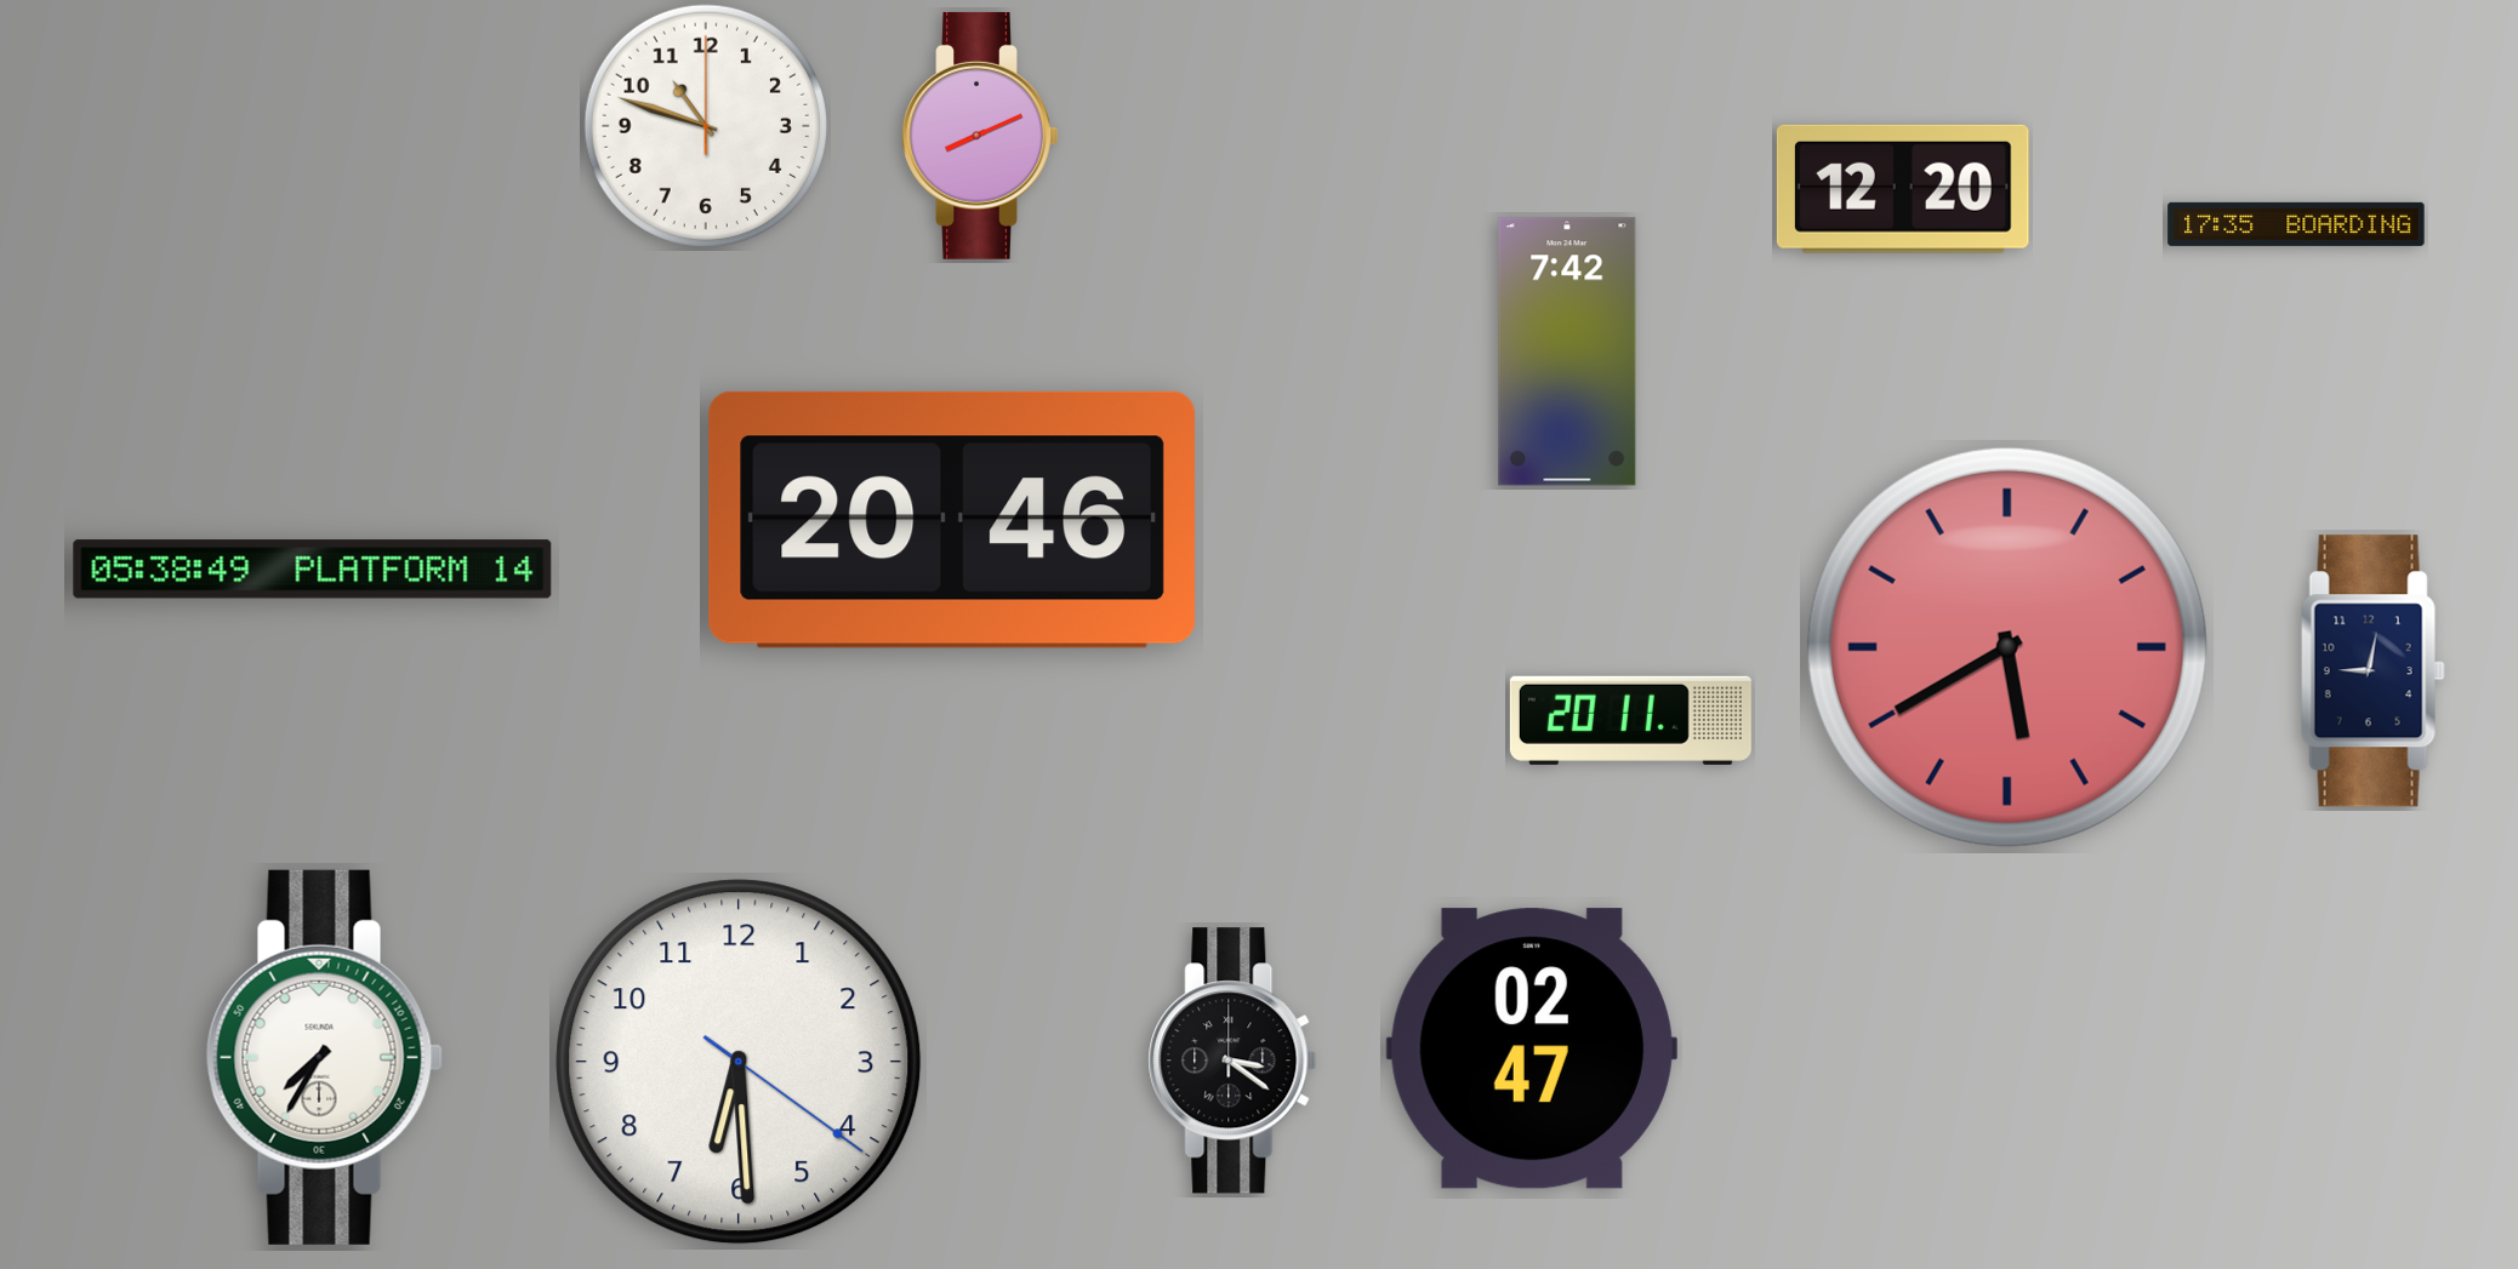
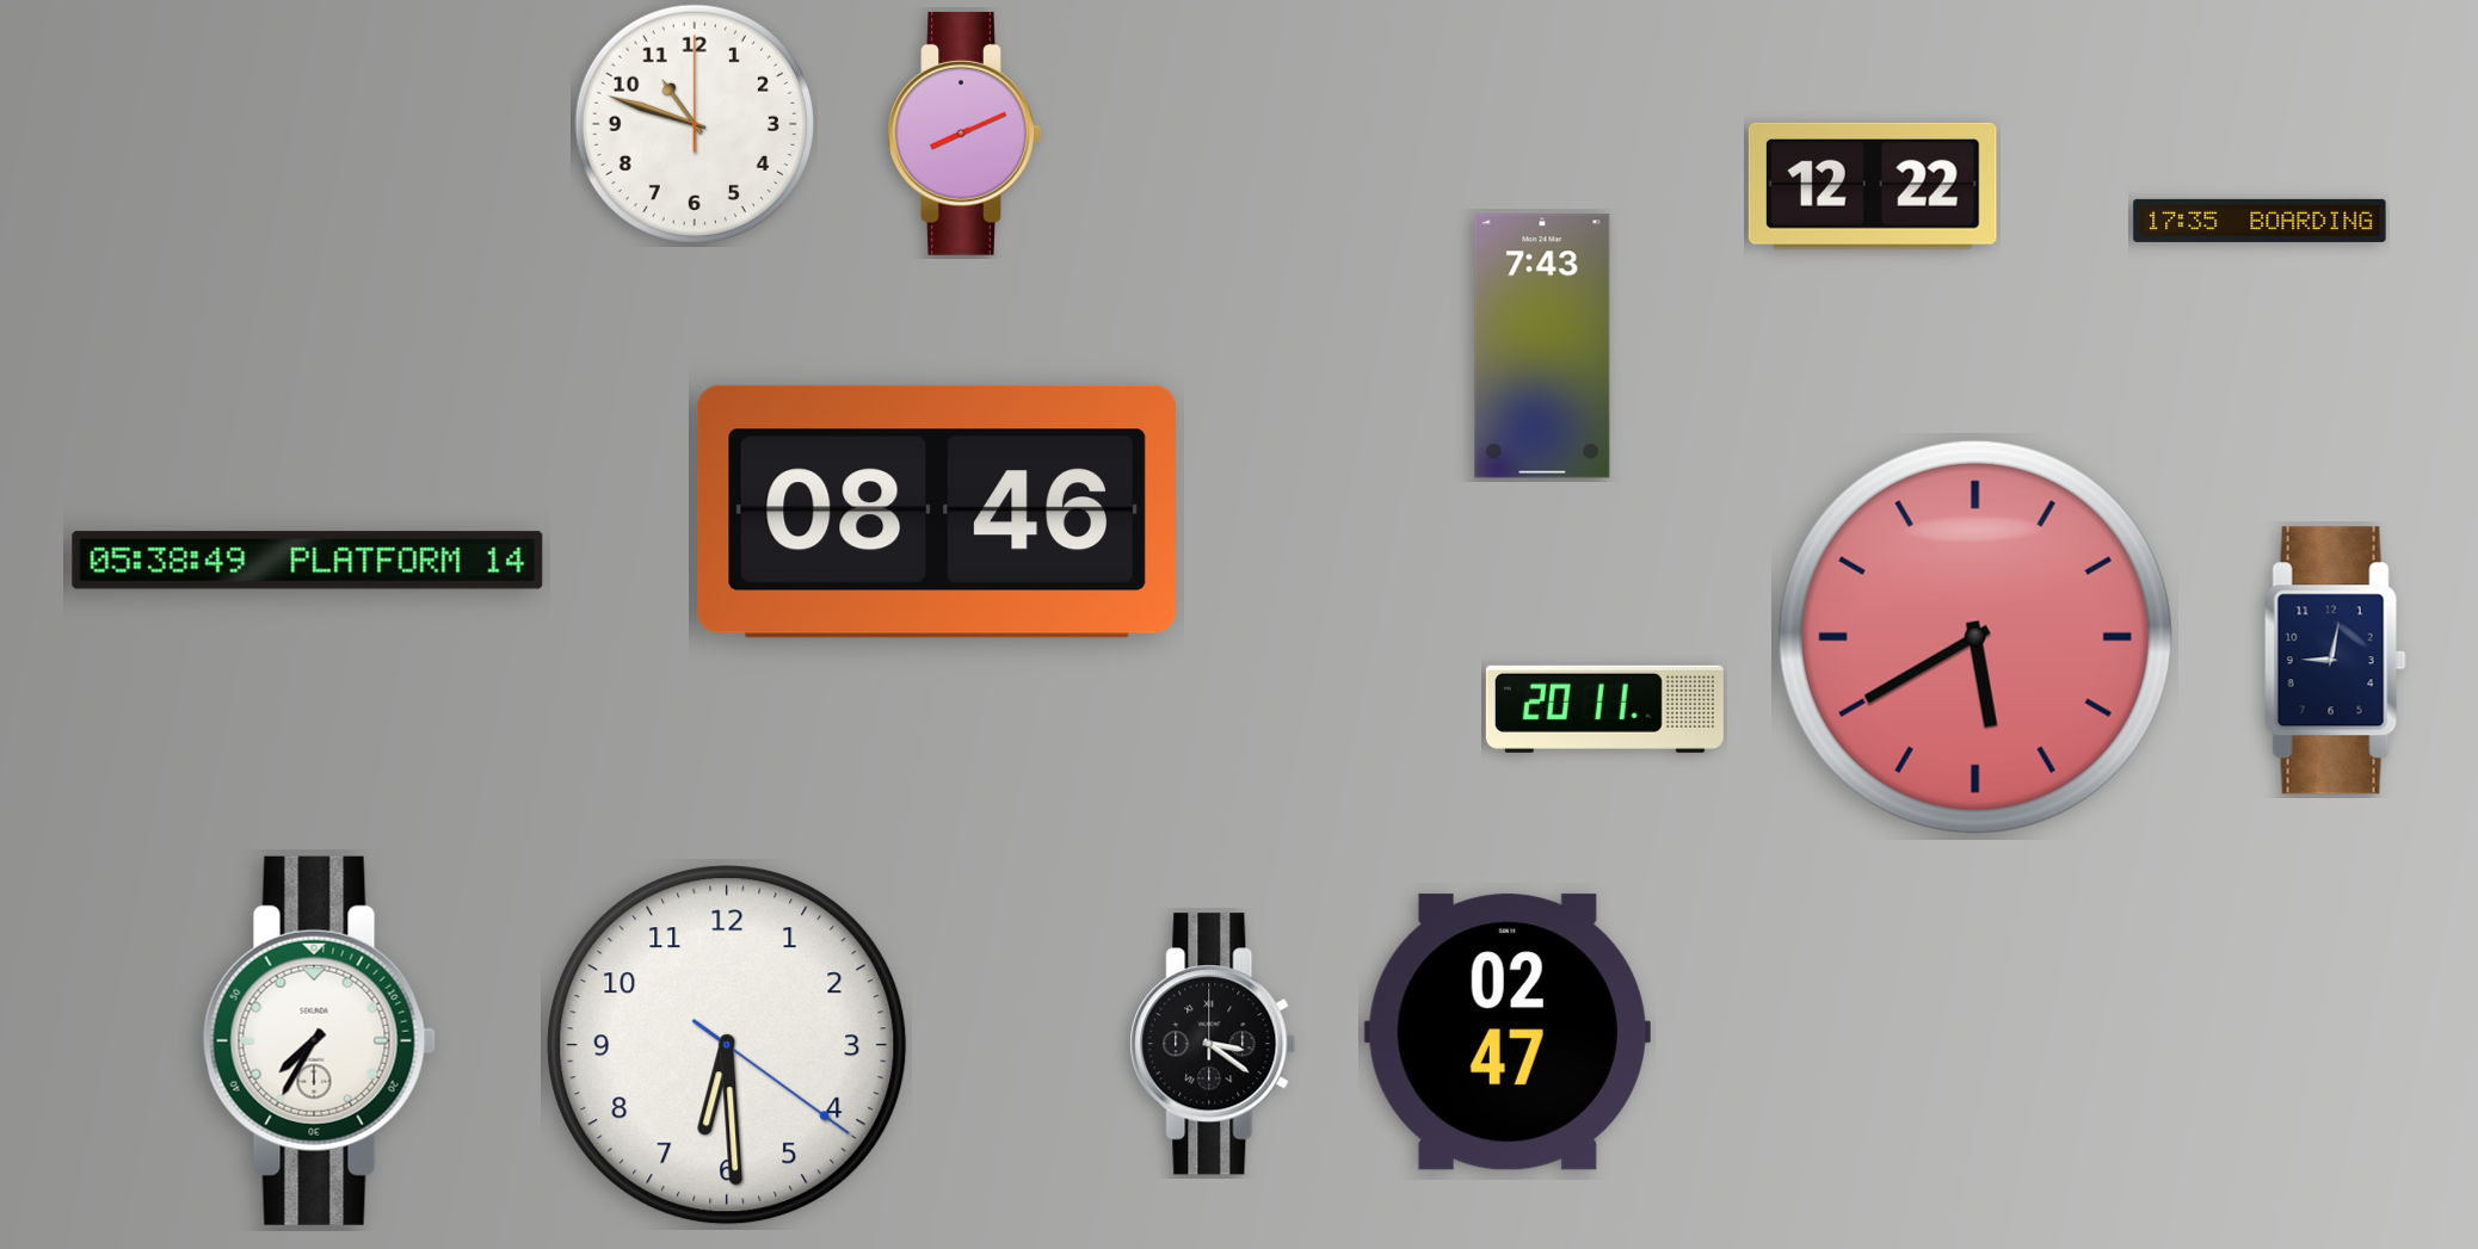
clock at (1903, 189): 12:20 -> 12:22
clock at (1567, 351): 7:42 -> 7:43
clock at (952, 520): 20:46 -> 08:46
